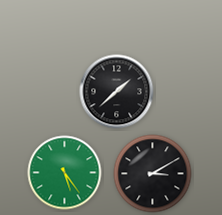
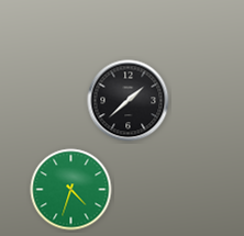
clock at (65, 173): 5:24 -> 4:33
clock at (153, 174): 3:10 -> none
